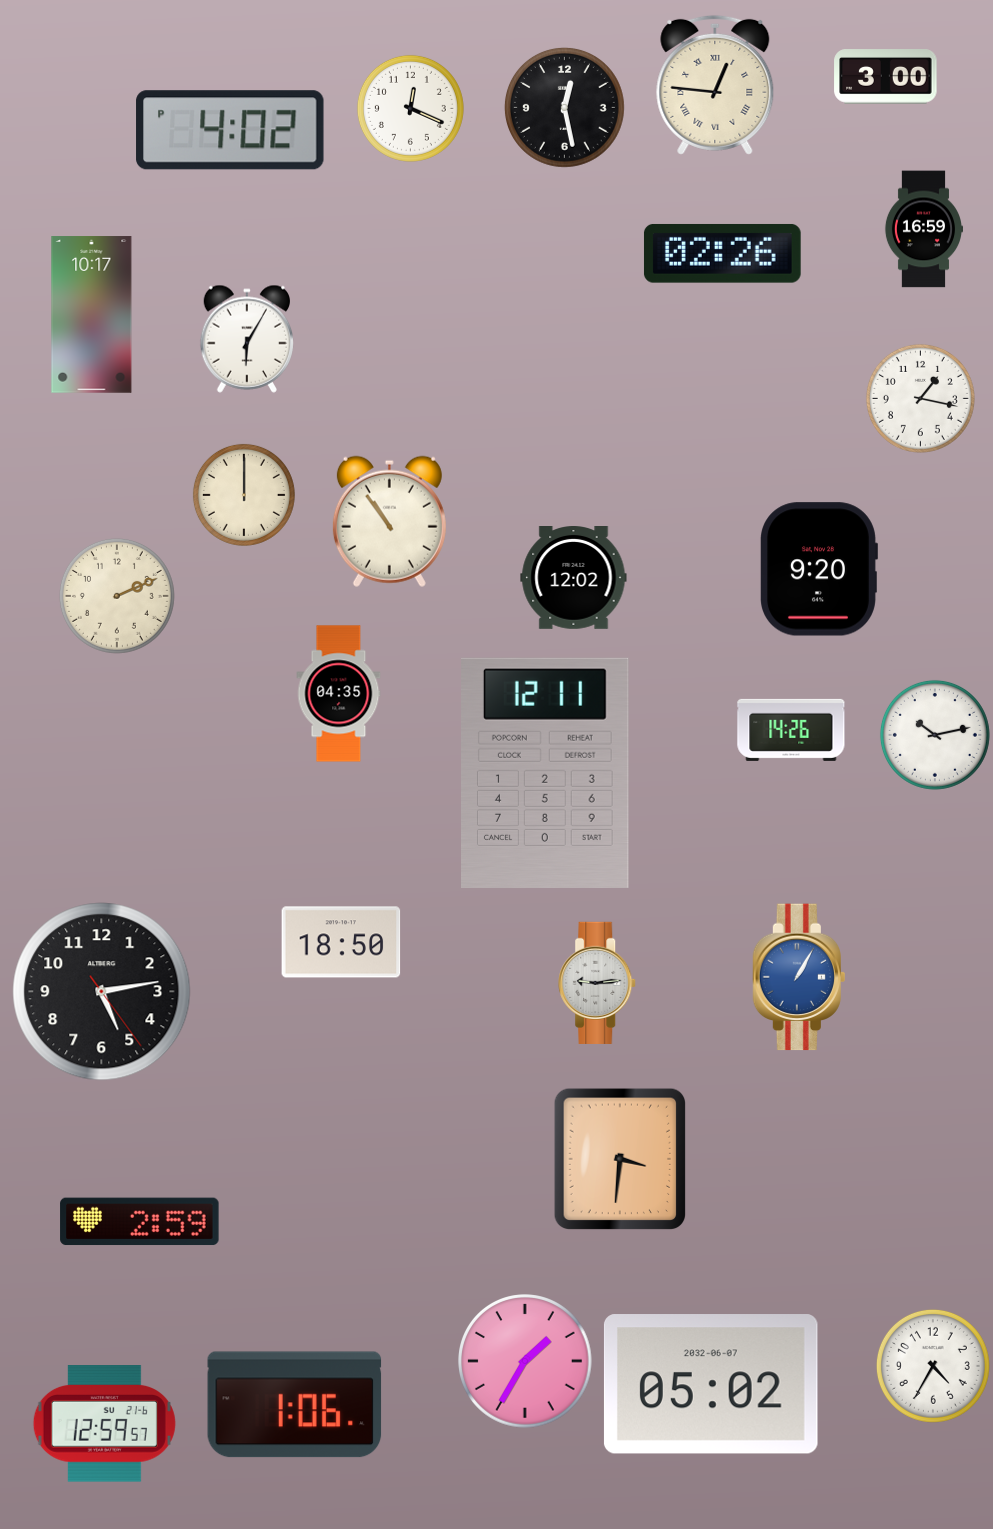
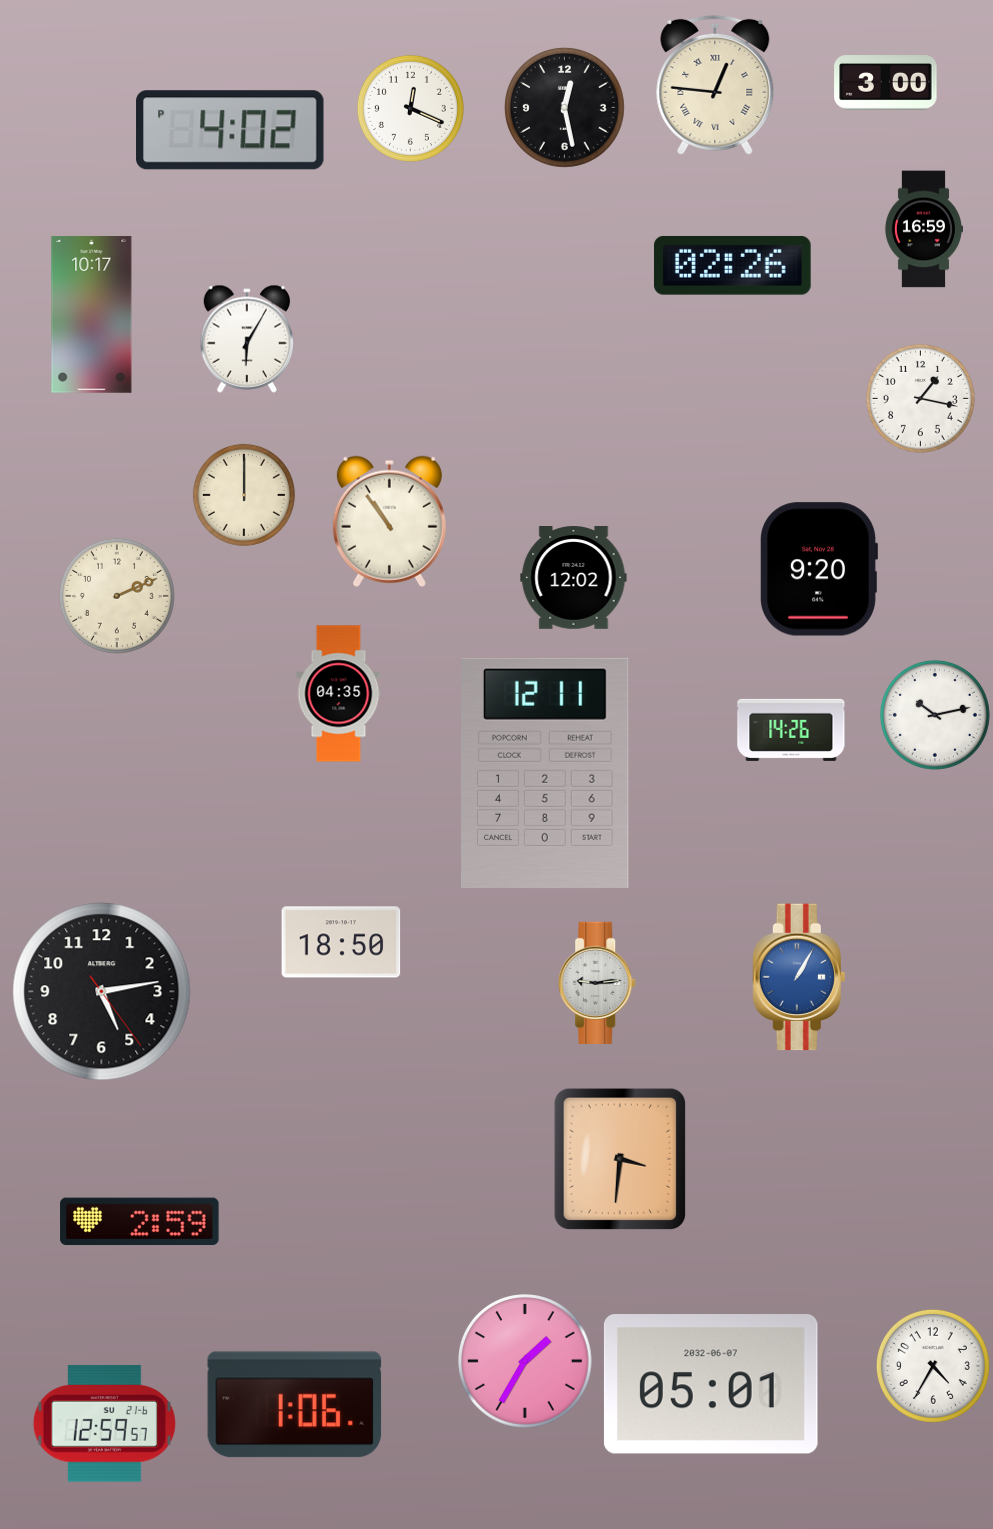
clock at (886, 77) position: (886, 77) -> (886, 83)
clock at (722, 253) position: (722, 253) -> (732, 265)
clock at (935, 735) position: (935, 735) -> (935, 715)
clock at (711, 1384): 05:02 -> 05:01
